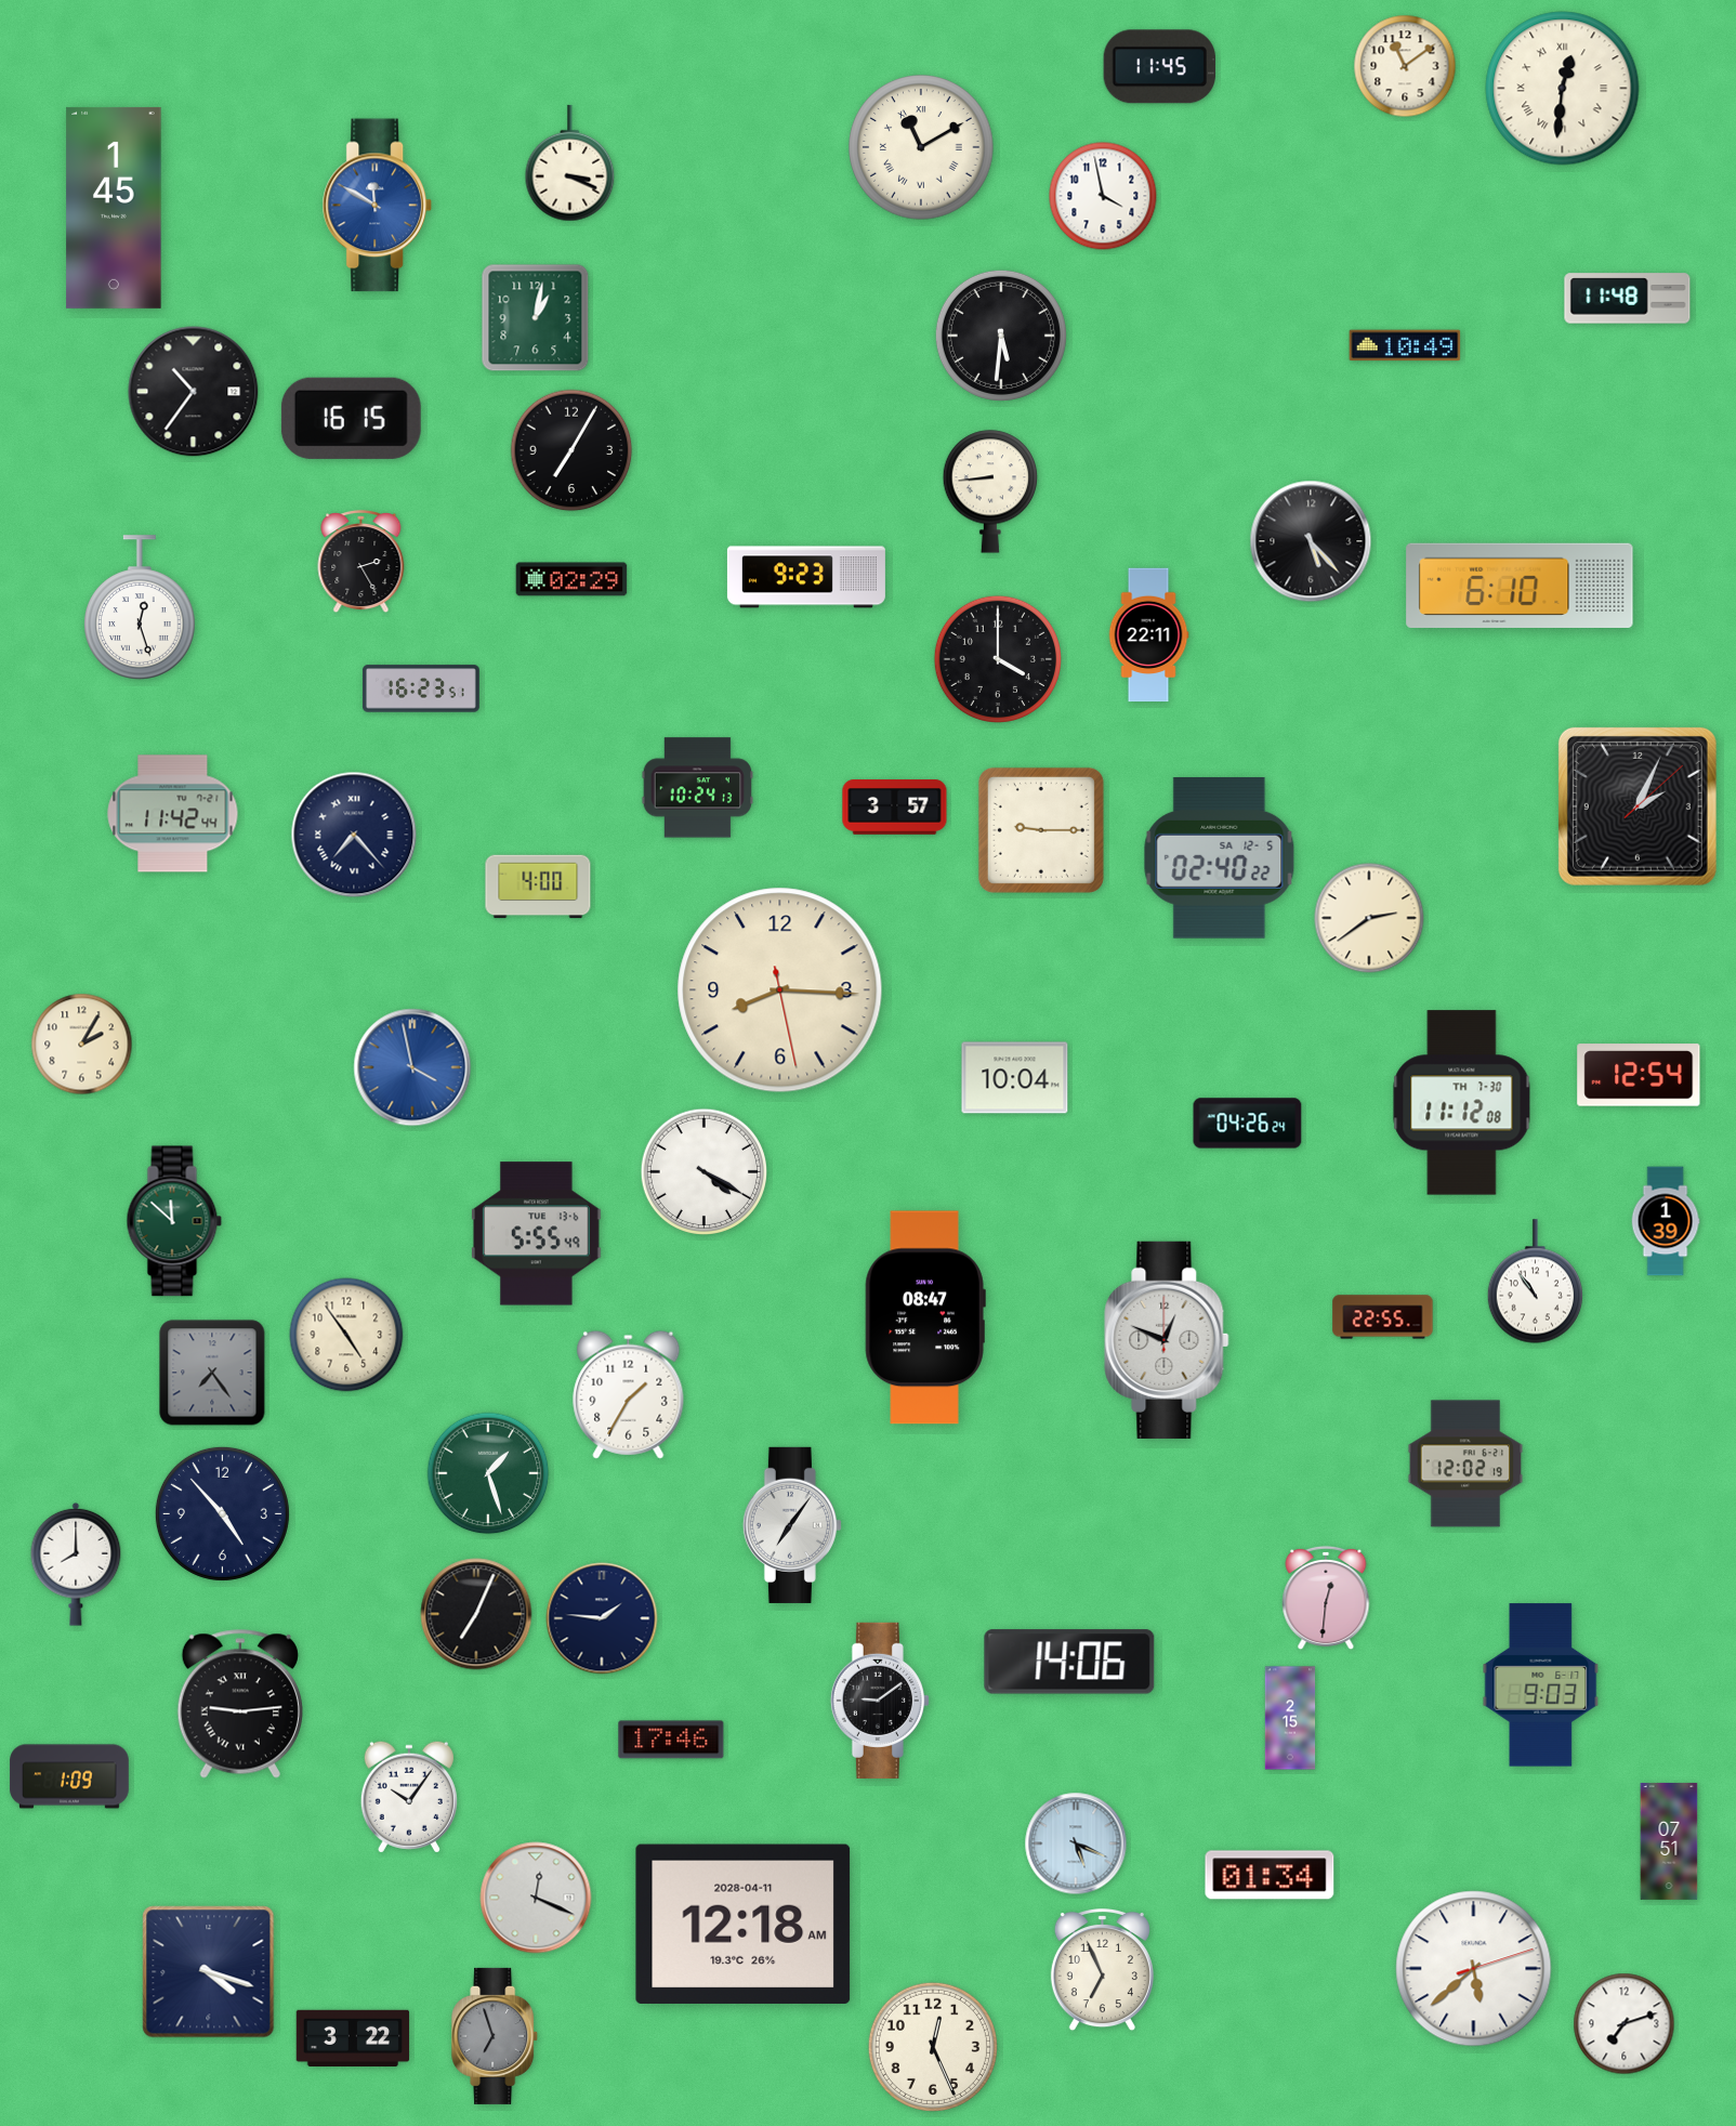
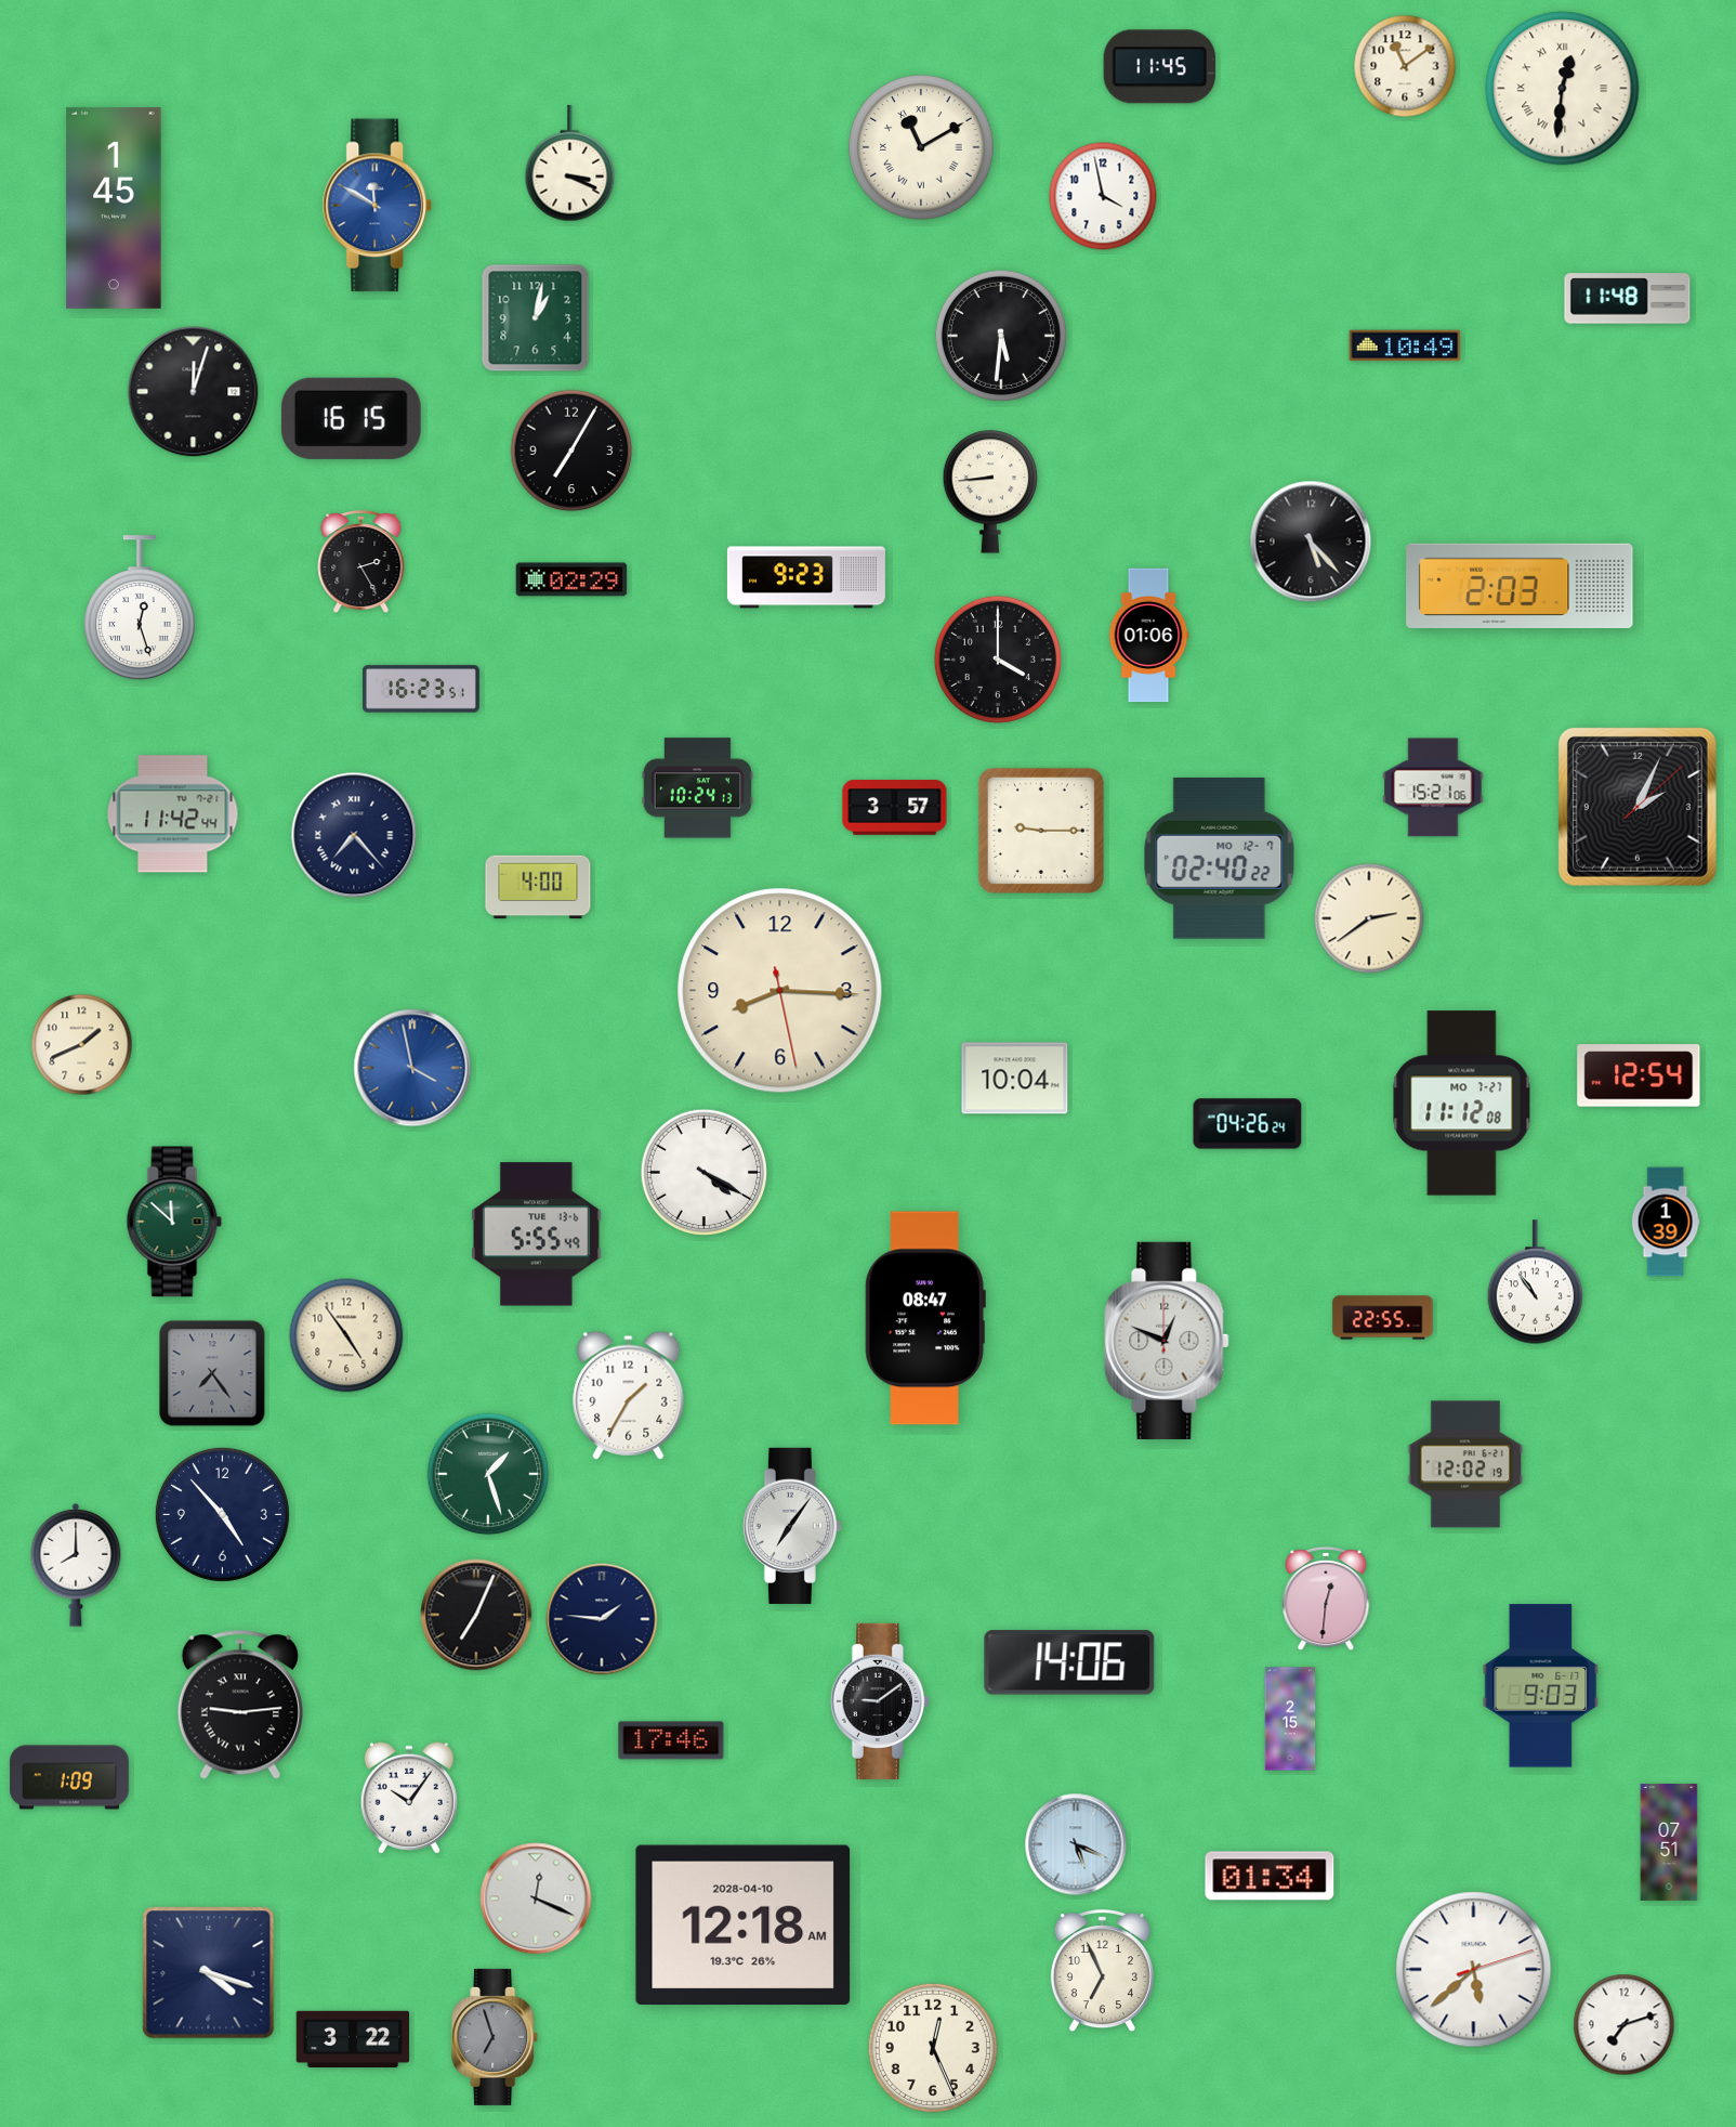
clock at (194, 392): 10:36 -> 12:03
clock at (1520, 585): 6:10 -> 2:03
clock at (1148, 635): 22:11 -> 01:06
clock at (1433, 787): none -> 15:21
clock at (1220, 857) date: SA 12-5 -> MO 12-7
clock at (82, 1045): 2:05 -> 1:41
clock at (1462, 1103) date: TH 7-30 -> MO 7-27
clock at (744, 1924) date: 2028-04-11 -> 2028-04-10
